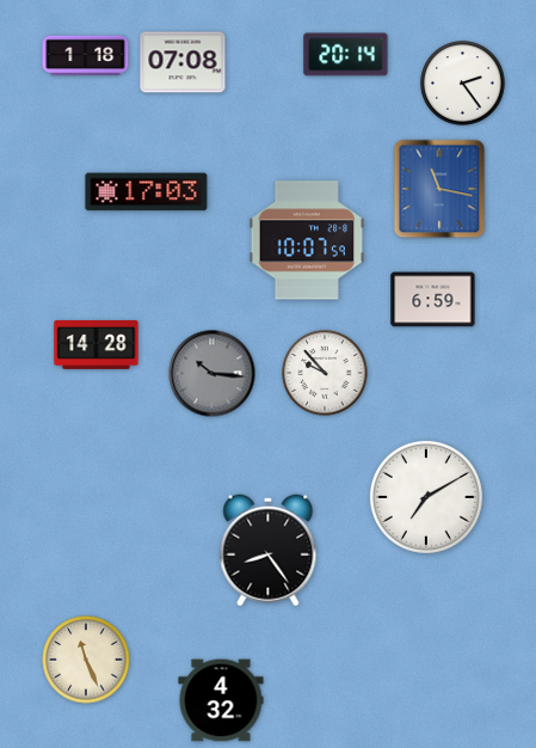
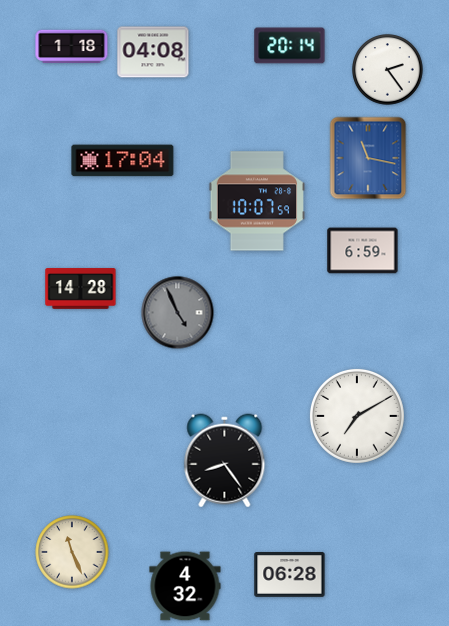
clock at (183, 62): 07:08 -> 04:08
clock at (147, 192): 17:03 -> 17:04
clock at (325, 373): 9:53 -> none
clock at (212, 374): 10:16 -> 4:56
clock at (290, 575): none -> 06:28
